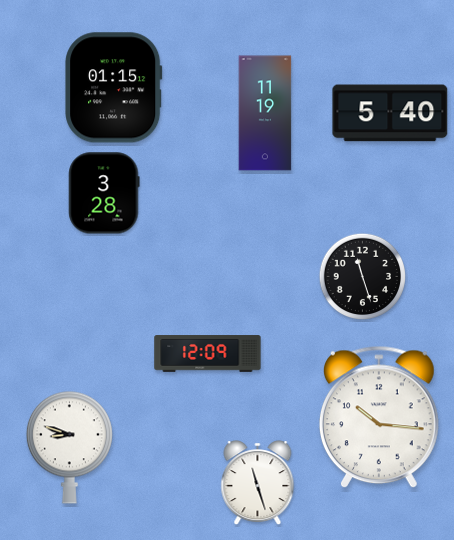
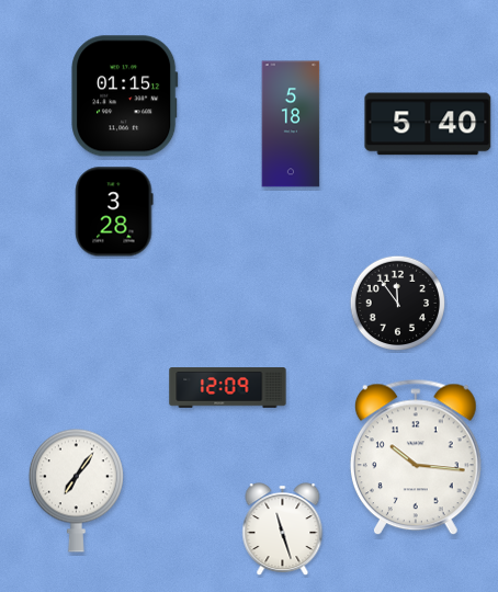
clock at (265, 113): 11:19 -> 5:18
clock at (363, 277): 11:27 -> 11:54
clock at (69, 447): 8:48 -> 7:06
